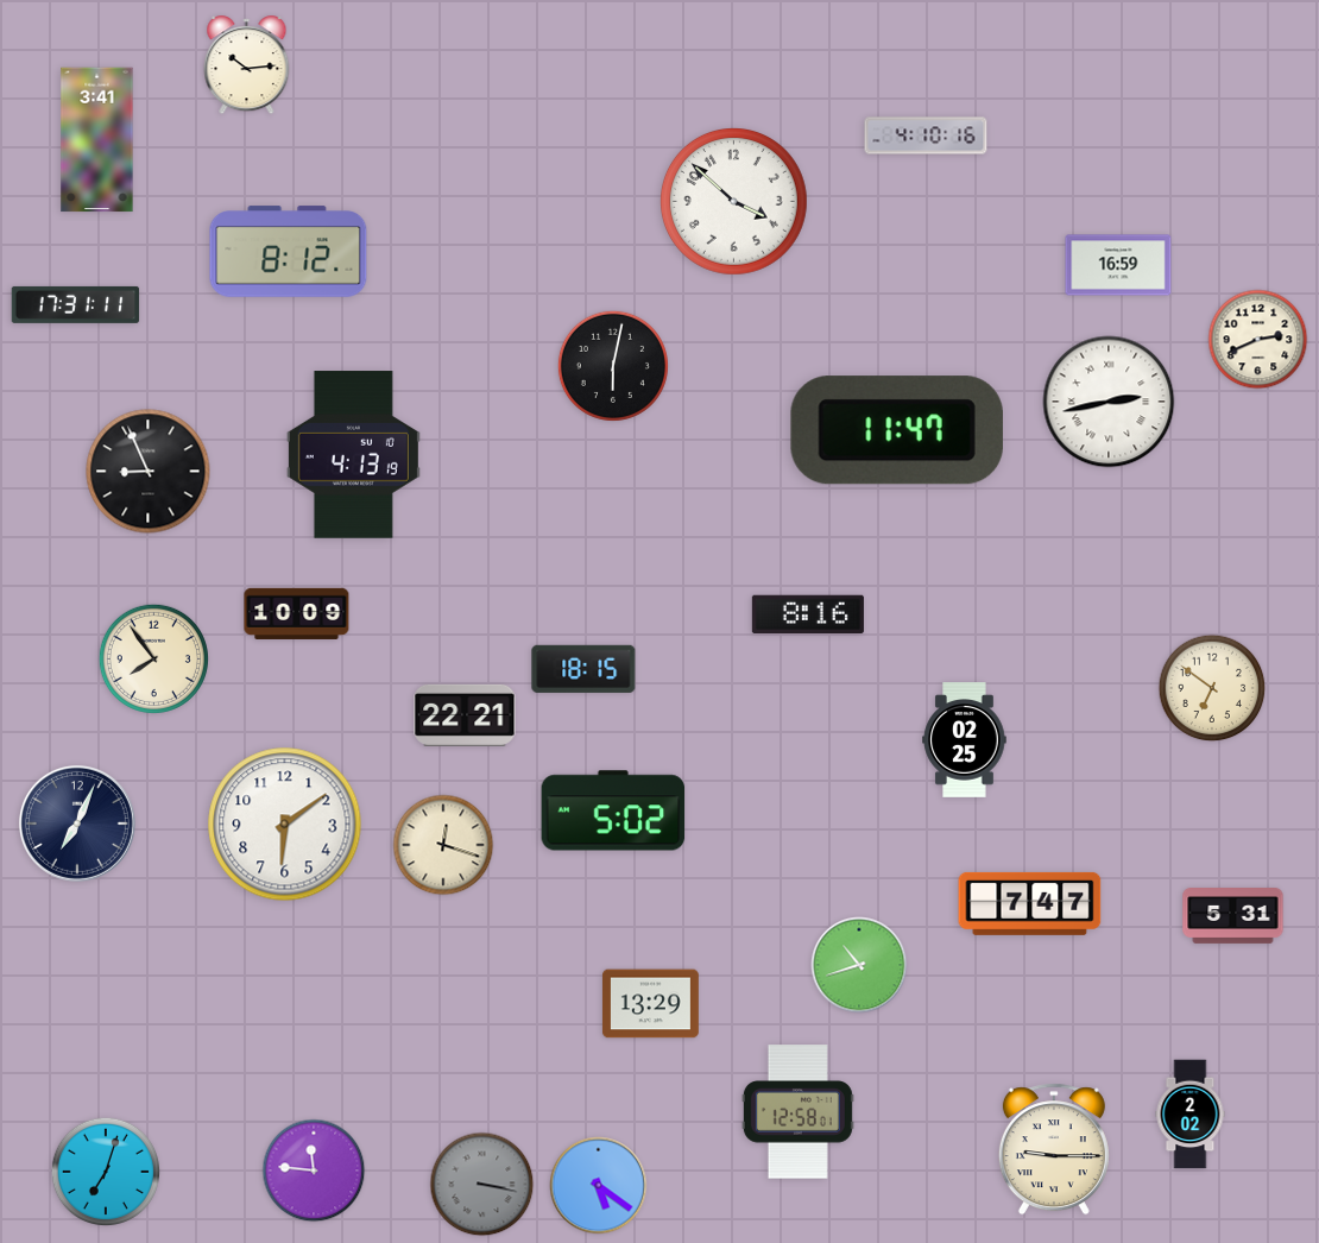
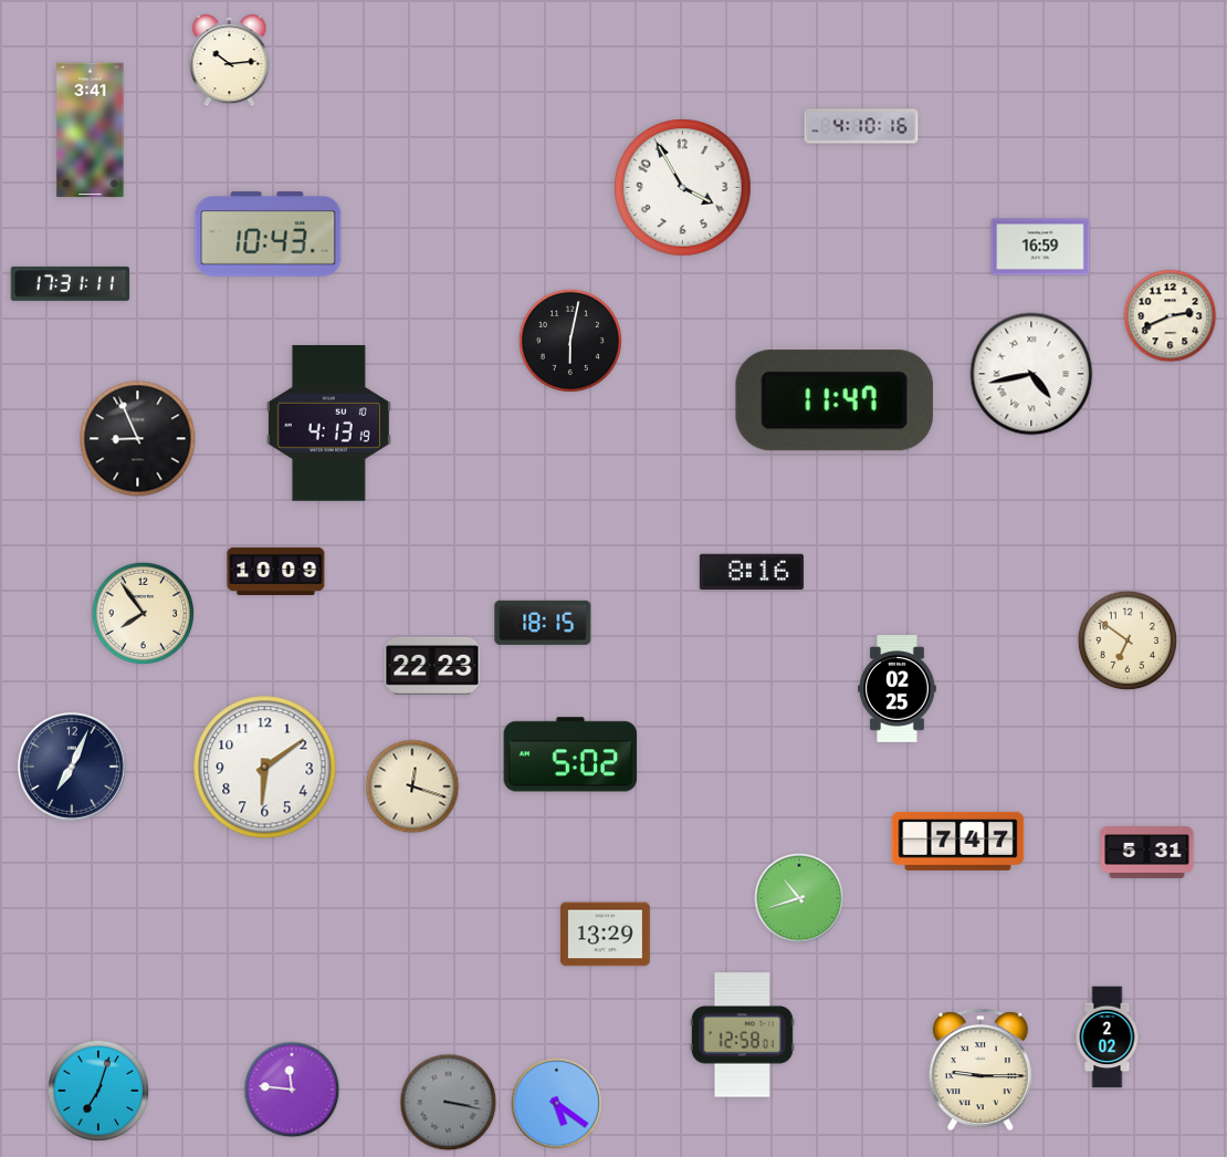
clock at (734, 202): 3:52 -> 3:55
clock at (289, 252): 8:12 -> 10:43
clock at (1109, 402): 2:43 -> 4:43
clock at (465, 715): 22:21 -> 22:23
